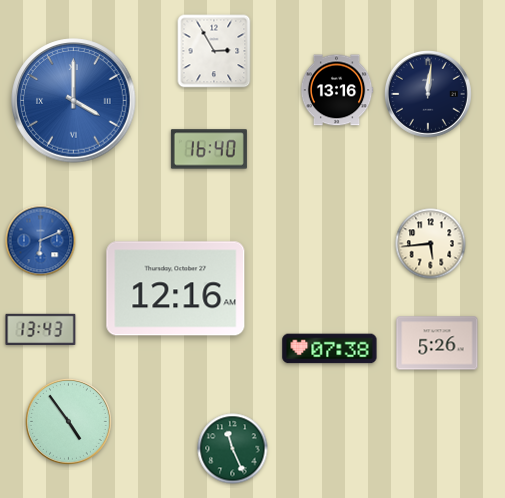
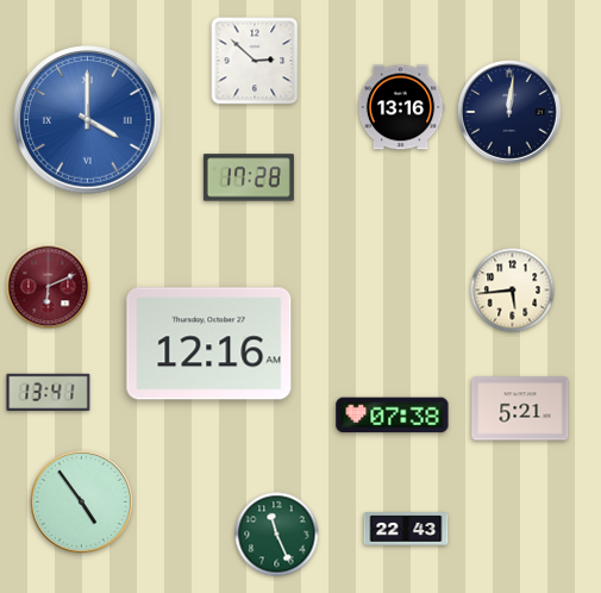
clock at (214, 51): 2:55 -> 2:52
clock at (209, 149): 16:40 -> 17:28
clock at (41, 241) dial: blue -> burgundy
clock at (41, 329): 13:43 -> 13:41
clock at (437, 343): 5:26 -> 5:21
clock at (406, 529): none -> 22:43
